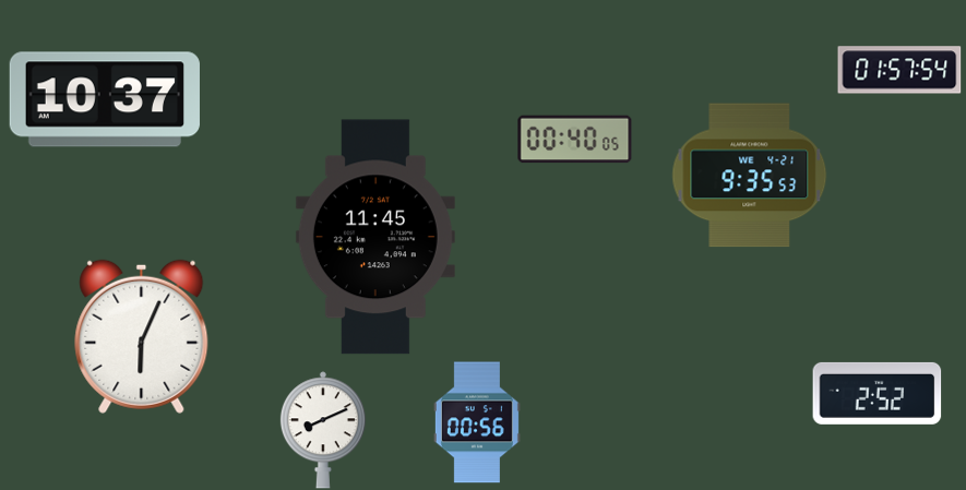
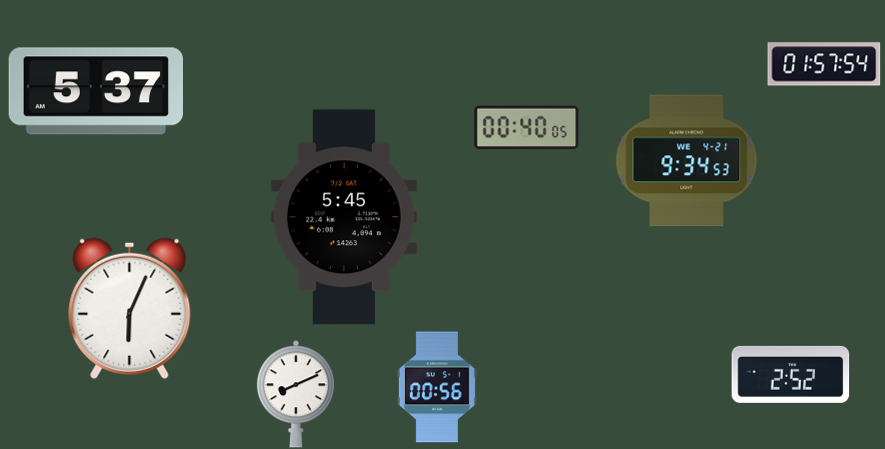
clock at (104, 99): 10:37 -> 5:37
clock at (750, 176): 9:35 -> 9:34
clock at (375, 237): 11:45 -> 5:45
clock at (878, 393) position: (878, 393) -> (791, 374)
